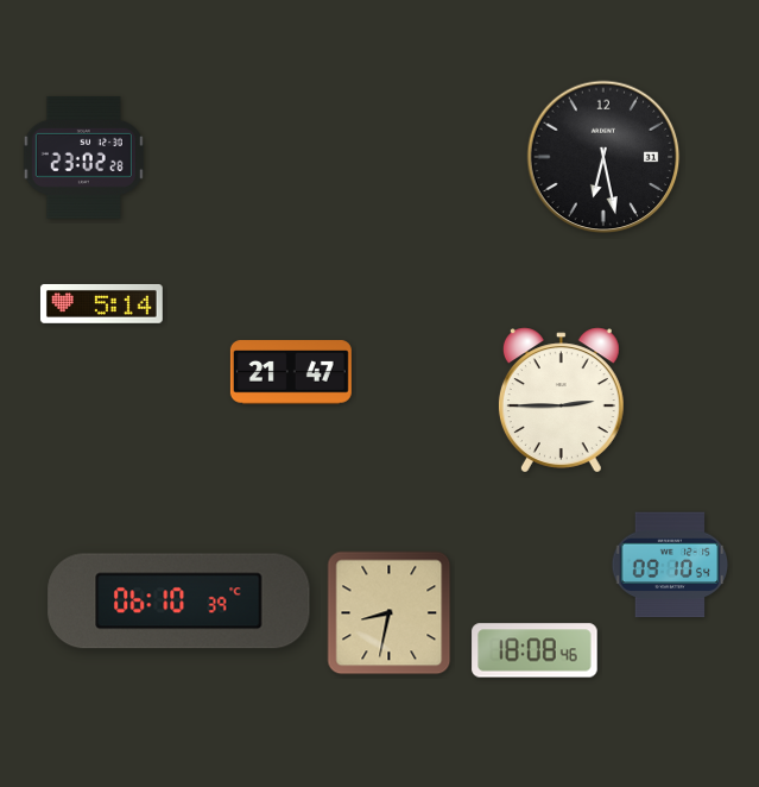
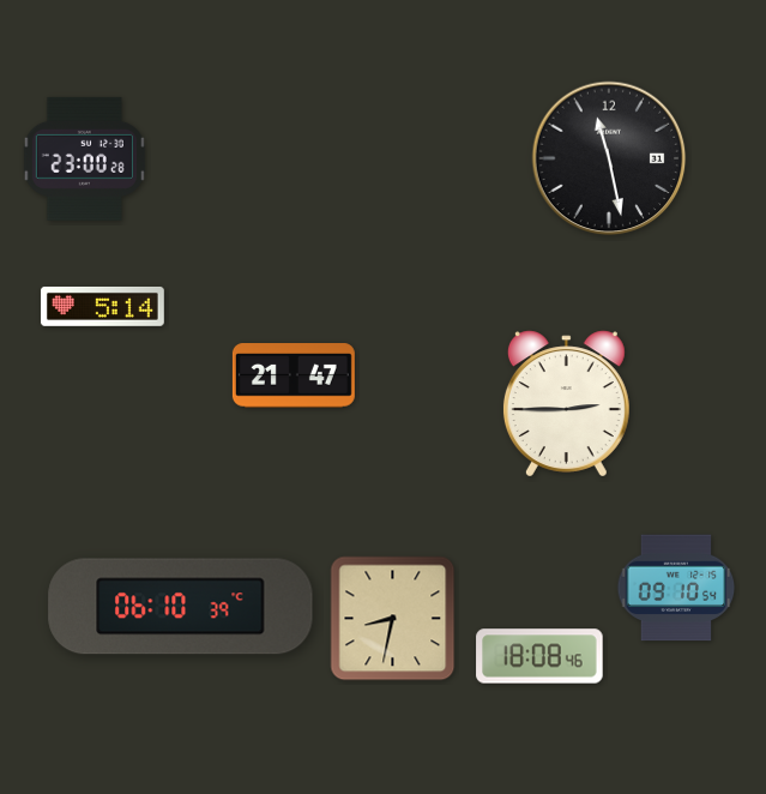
clock at (83, 157): 23:02 -> 23:00
clock at (603, 157): 6:28 -> 11:28
clock at (670, 565) position: (670, 565) -> (676, 588)
